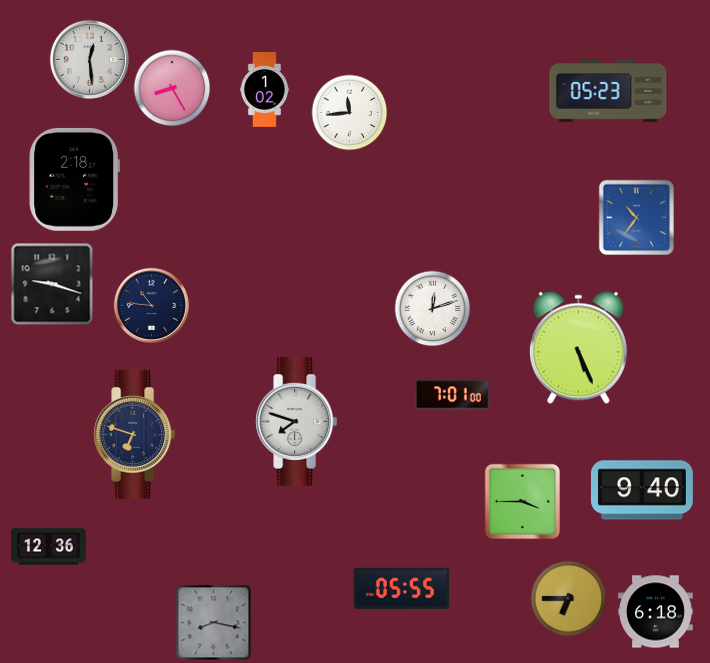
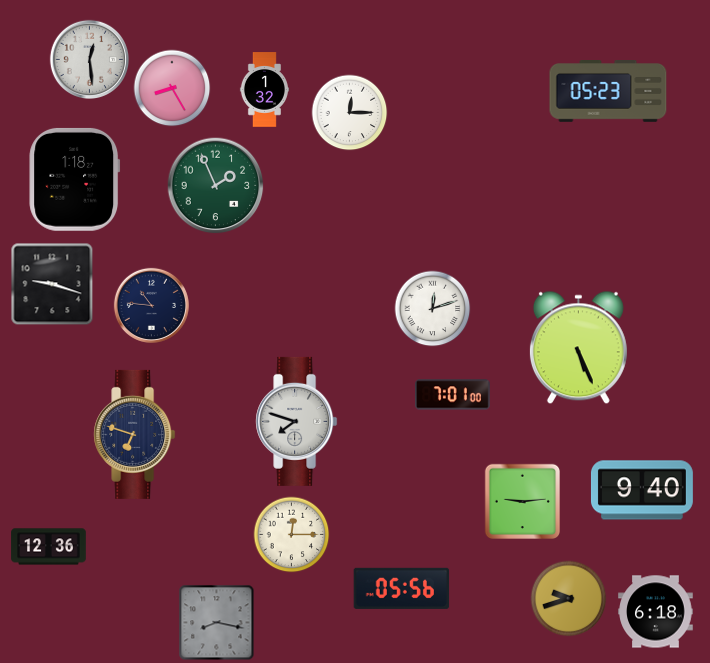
clock at (264, 90): 1:02 -> 1:32
clock at (350, 113): 11:44 -> 12:15
clock at (75, 179): 2:18 -> 1:18
clock at (216, 186): none -> 1:56
clock at (636, 217): 10:36 -> none
clock at (522, 501): 3:45 -> 9:14
clock at (292, 535): none -> 12:15
clock at (402, 588): 05:55 -> 05:56
clock at (569, 599): 6:45 -> 9:42
clock at (214, 623) position: (214, 623) -> (217, 623)
